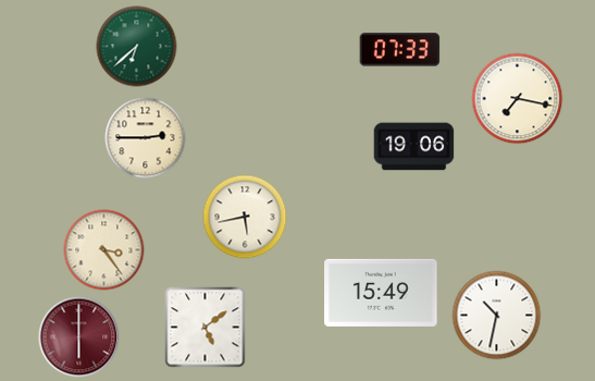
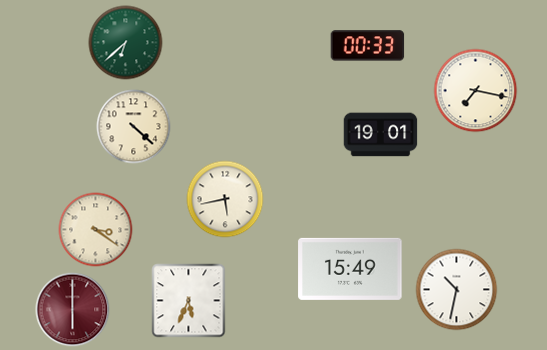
clock at (400, 50): 07:33 -> 00:33
clock at (146, 138): 2:45 -> 4:22
clock at (414, 147): 19:06 -> 19:01
clock at (104, 250): 3:24 -> 3:21
clock at (206, 328): 5:09 -> 5:34
